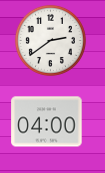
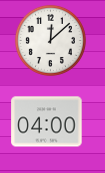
clock at (50, 40): 2:39 -> 12:08
